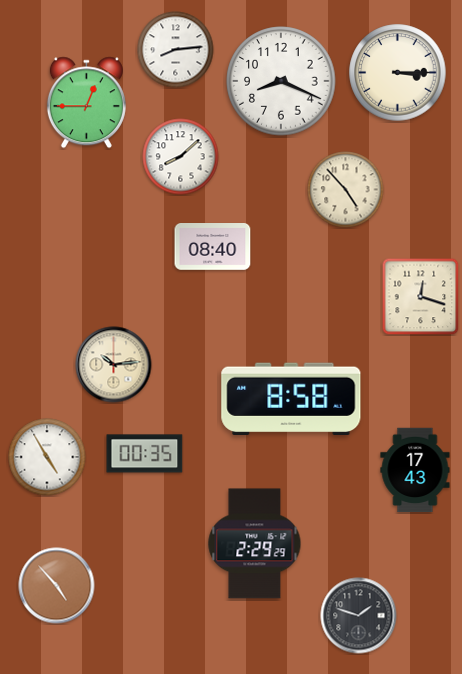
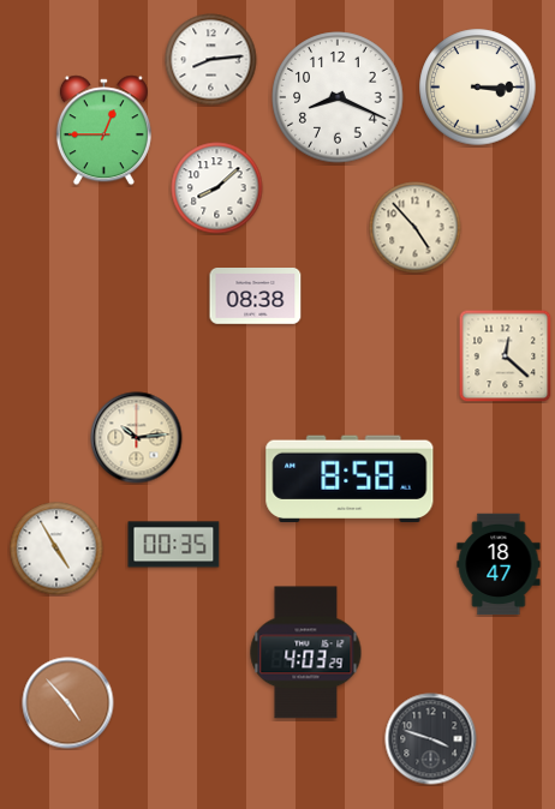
clock at (86, 103) position: (86, 103) -> (103, 131)
clock at (213, 247): 08:40 -> 08:38
clock at (420, 296): 12:18 -> 12:22
clock at (415, 470): 17:43 -> 18:47
clock at (255, 544): 2:29 -> 4:03
clock at (359, 616): 1:48 -> 3:48
